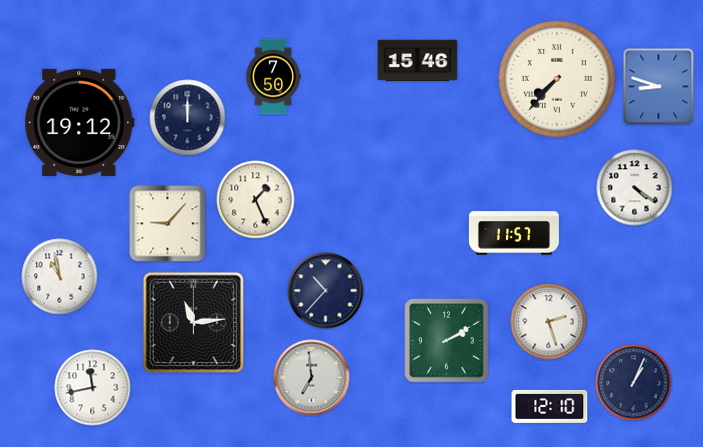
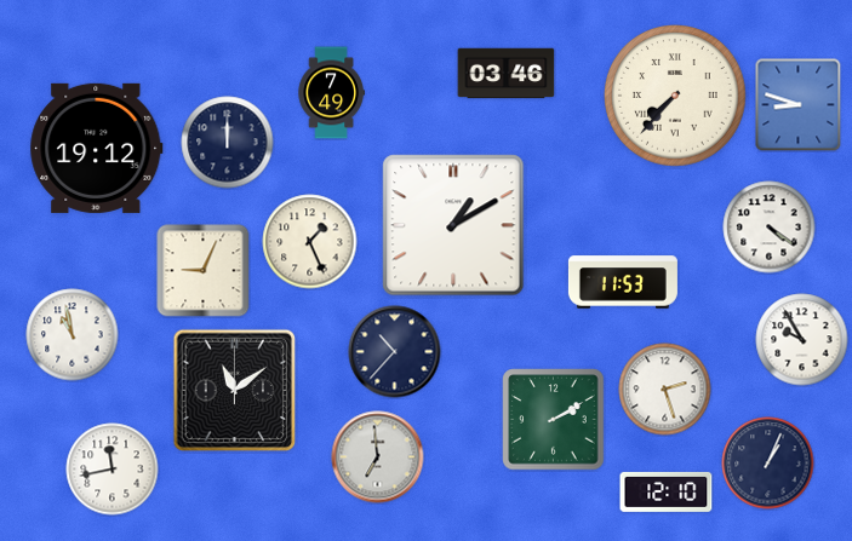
clock at (418, 61): 15:46 -> 03:46
clock at (273, 77): 7:50 -> 7:49
clock at (453, 225): none -> 1:10
clock at (168, 224): 9:07 -> 9:04
clock at (514, 233): 11:57 -> 11:53
clock at (802, 340): none -> 9:55
clock at (194, 323): 11:14 -> 11:09
clock at (447, 341) position: (447, 341) -> (554, 420)
